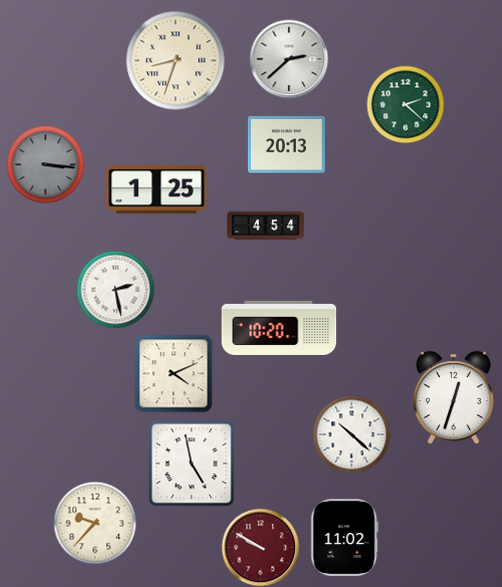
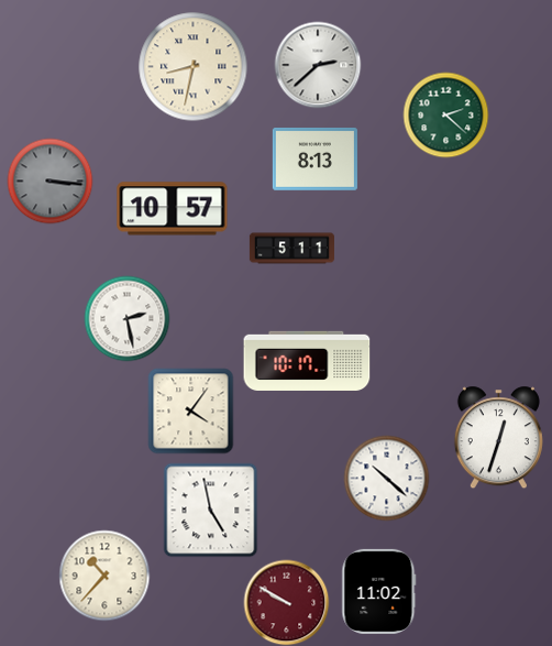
clock at (176, 61): 8:33 -> 8:32
clock at (286, 145): 20:13 -> 8:13
clock at (157, 190): 1:25 -> 10:57
clock at (265, 226): 4:54 -> 5:11
clock at (279, 328): 10:20 -> 10:17
clock at (173, 373): 4:11 -> 4:06
clock at (95, 523): 9:37 -> 10:37
